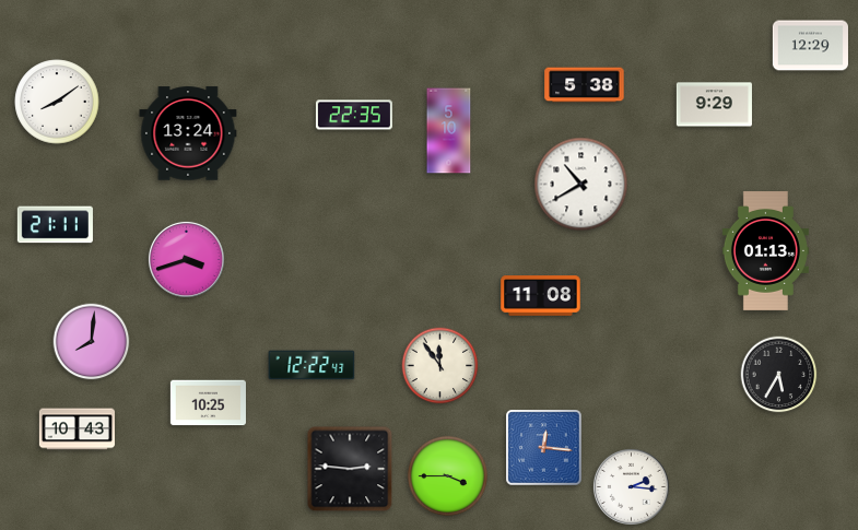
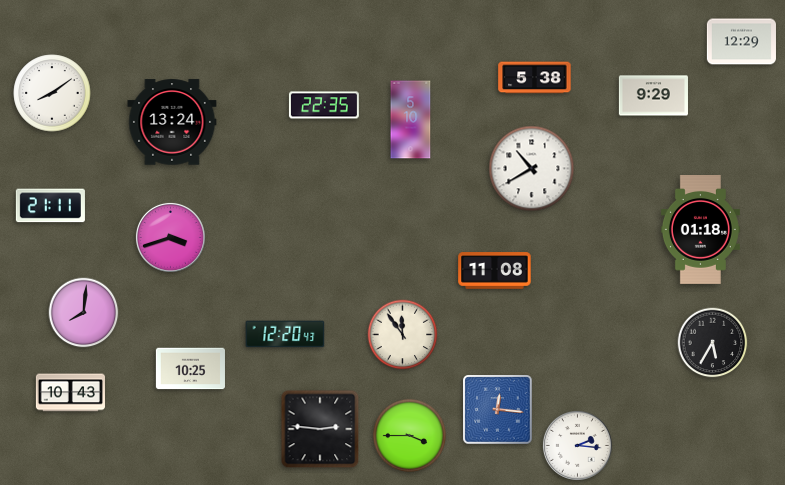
clock at (765, 251): 01:13 -> 01:18
clock at (312, 365): 12:22 -> 12:20
